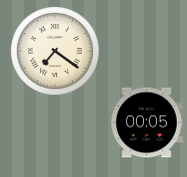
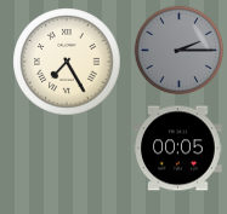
clock at (180, 51): none -> 2:15
clock at (55, 51): 7:21 -> 7:25
